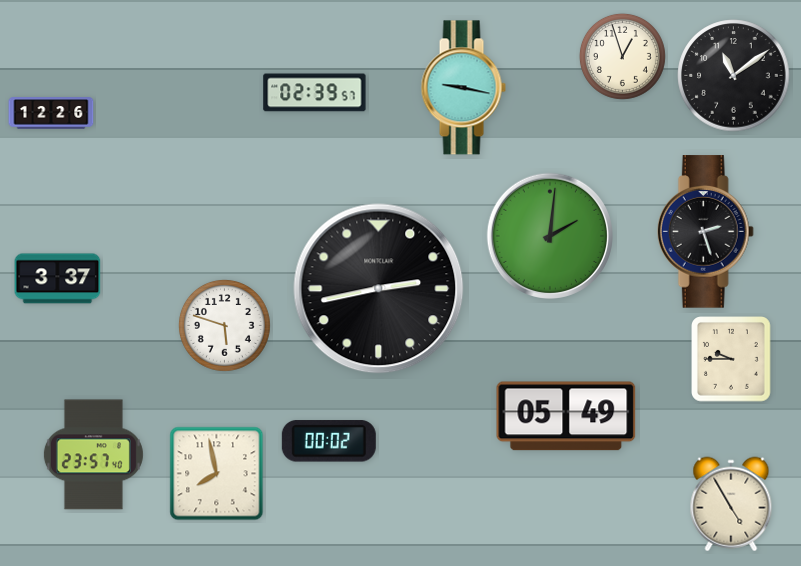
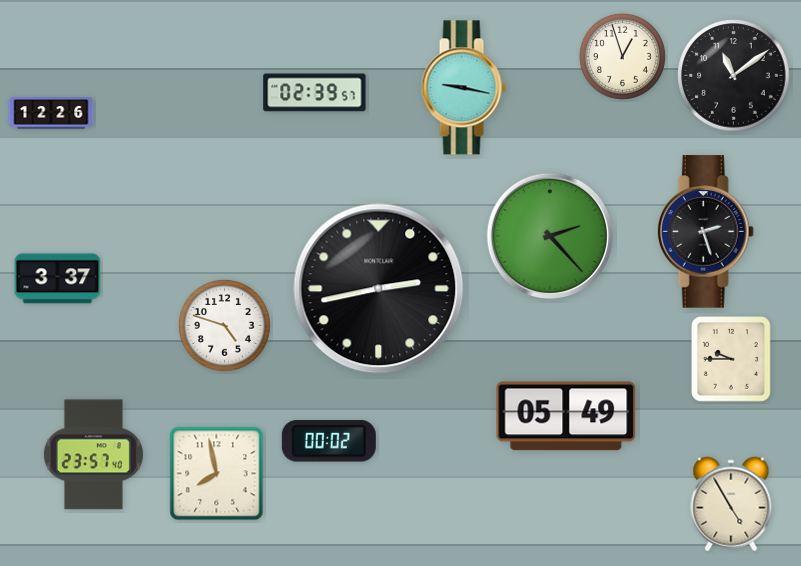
clock at (550, 236): 2:01 -> 2:23
clock at (224, 325): 5:48 -> 4:48
